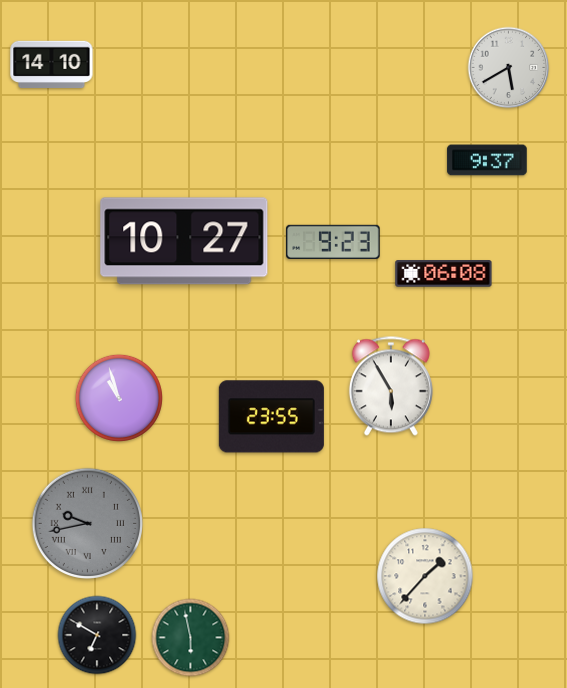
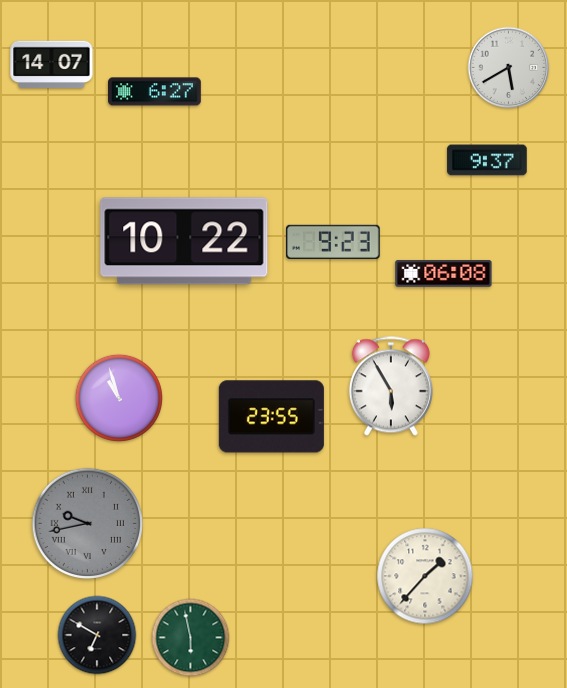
clock at (52, 64): 14:10 -> 14:07
clock at (155, 92): none -> 6:27
clock at (184, 241): 10:27 -> 10:22
